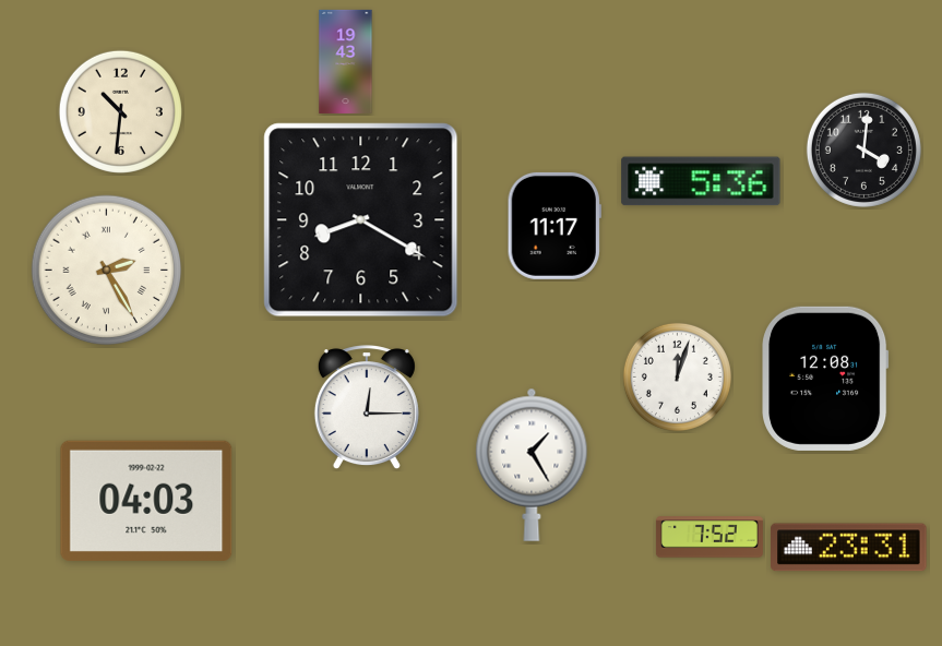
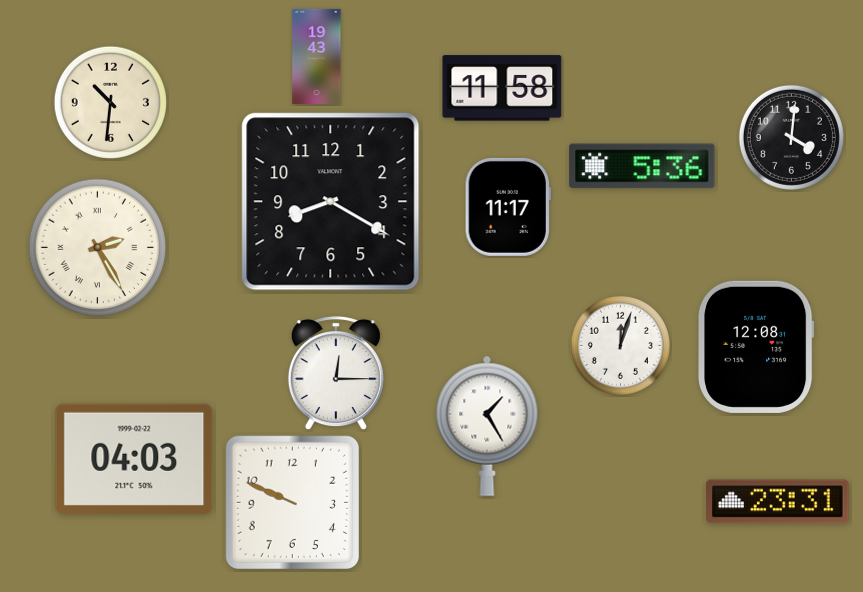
clock at (502, 88): none -> 11:58
clock at (710, 537): 7:52 -> none
clock at (292, 502): none -> 9:49
